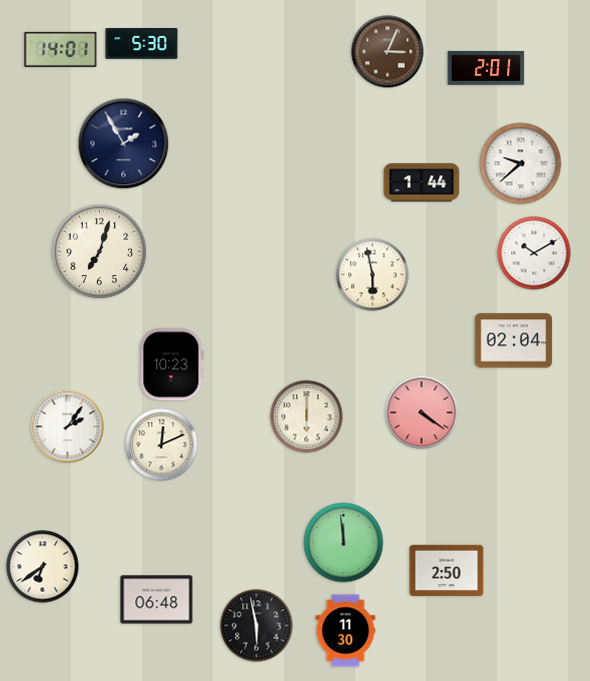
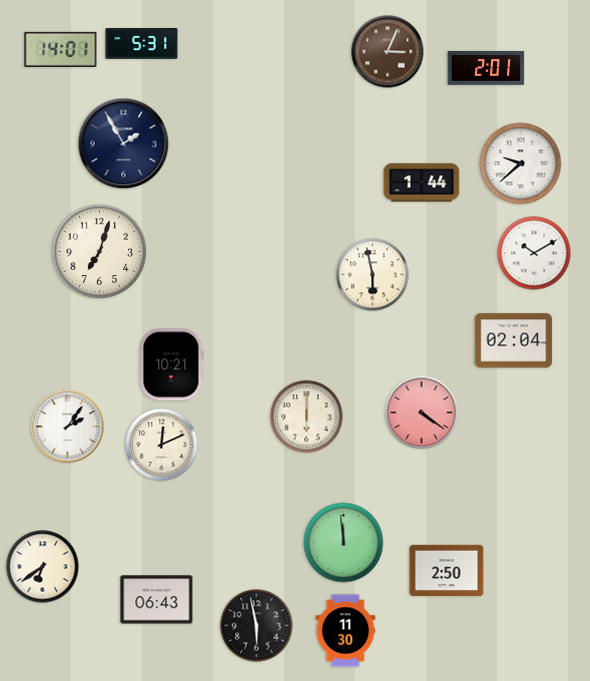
clock at (142, 44): 5:30 -> 5:31
clock at (172, 365): 10:23 -> 10:21
clock at (157, 600): 06:48 -> 06:43
